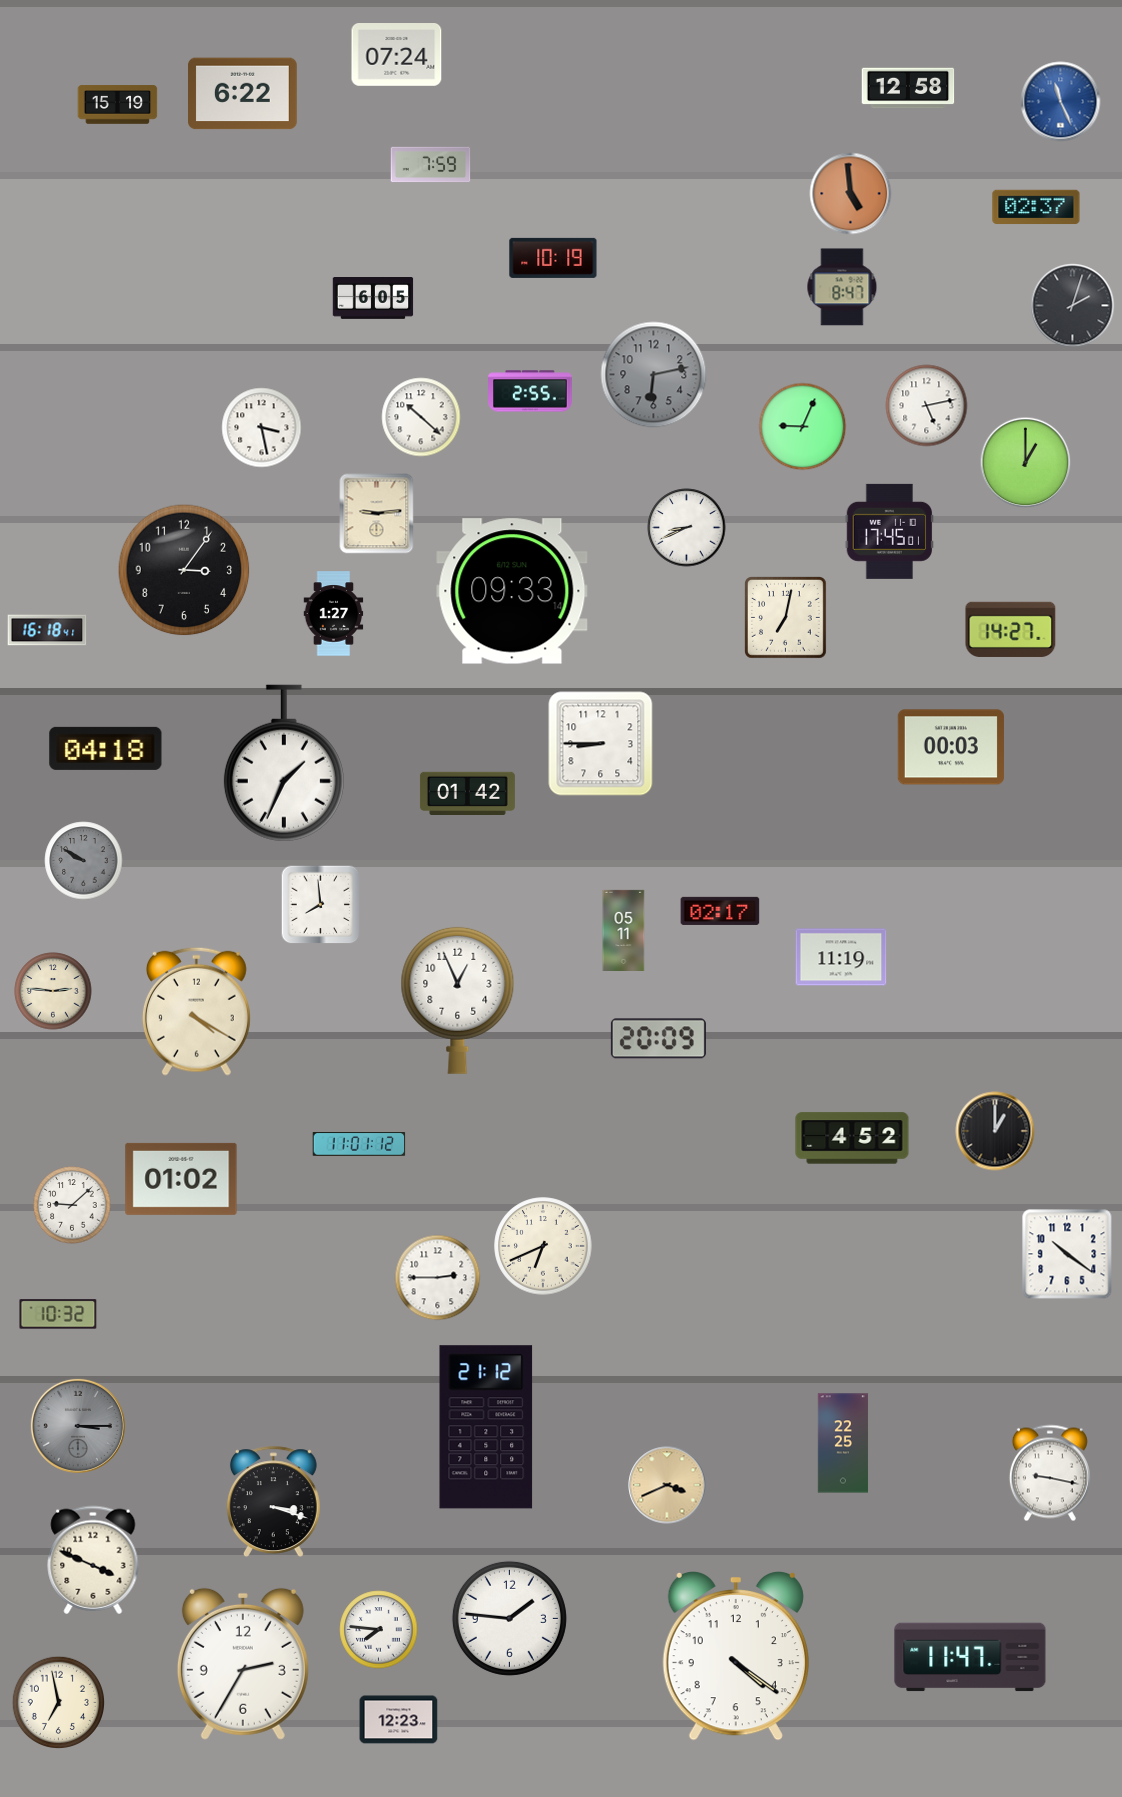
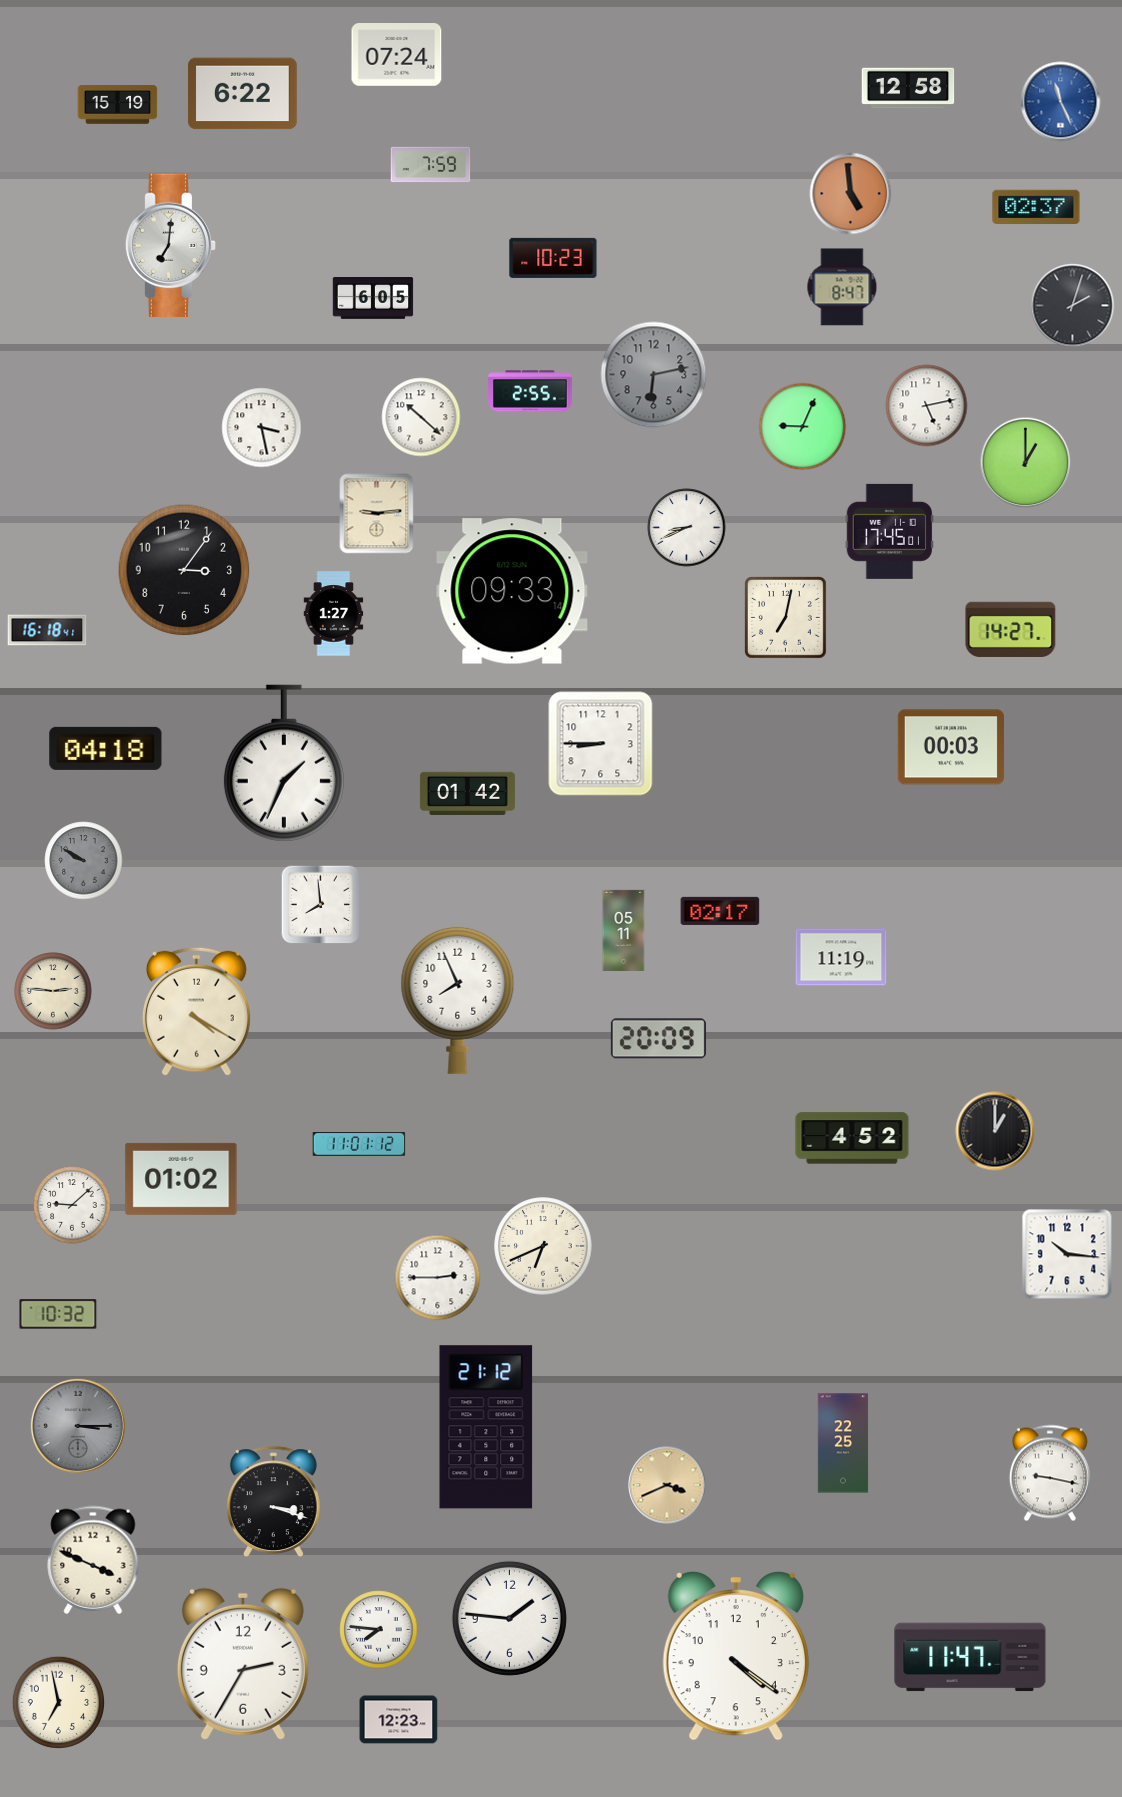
clock at (170, 245): none -> 7:01
clock at (553, 258): 10:19 -> 10:23
clock at (458, 1000): 12:56 -> 7:56
clock at (1067, 1254): 10:21 -> 10:16
